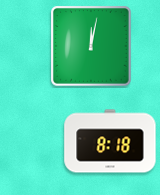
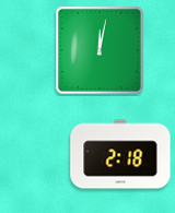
clock at (110, 141): 8:18 -> 2:18
